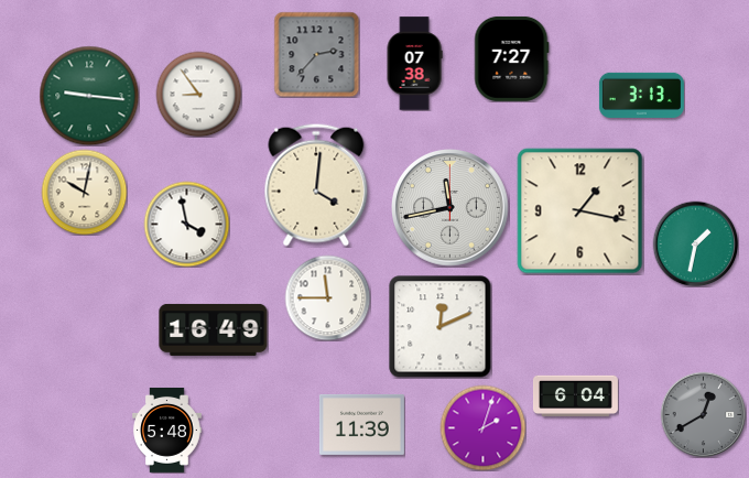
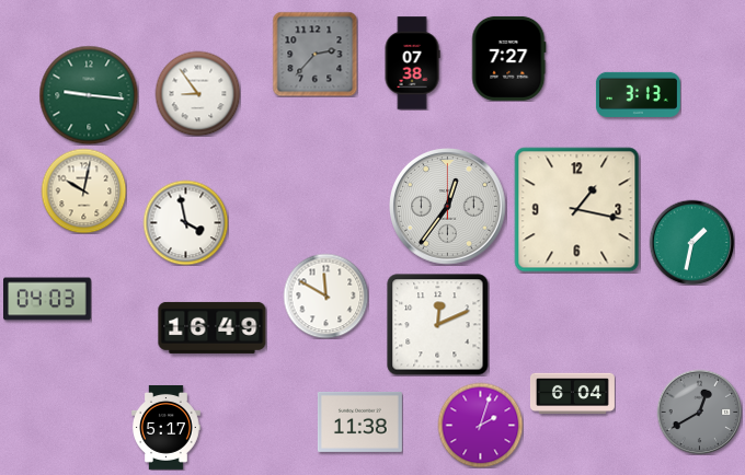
clock at (316, 185): 4:01 -> none
clock at (451, 208): 11:43 -> 12:36
clock at (327, 297): 11:45 -> 11:50
clock at (48, 299): none -> 04:03
clock at (361, 424): 11:39 -> 11:38
clock at (167, 430): 5:48 -> 5:17
